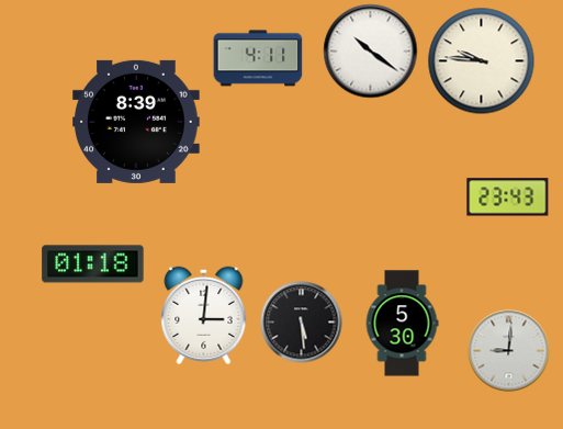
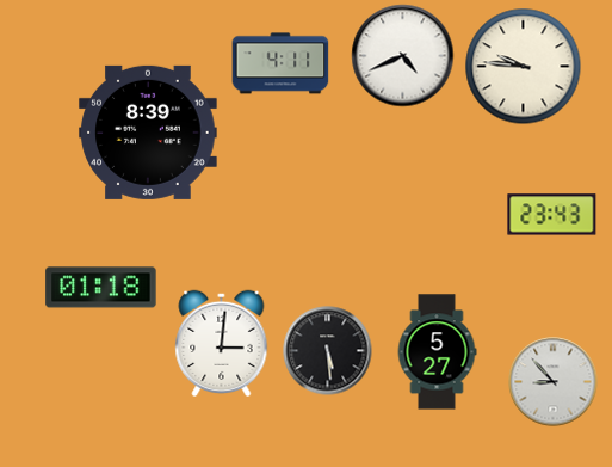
clock at (371, 52): 10:21 -> 4:41
clock at (402, 324): 5:30 -> 5:27
clock at (509, 351): 9:01 -> 8:53
